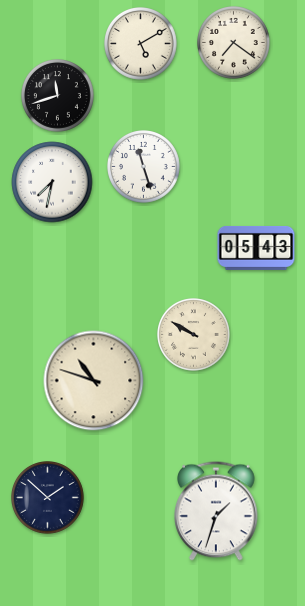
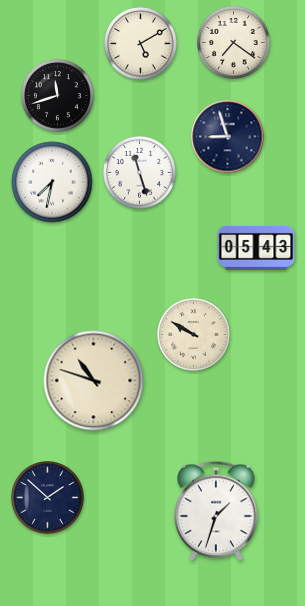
clock at (228, 137): none -> 8:57
clock at (144, 167) position: (144, 167) -> (140, 173)
